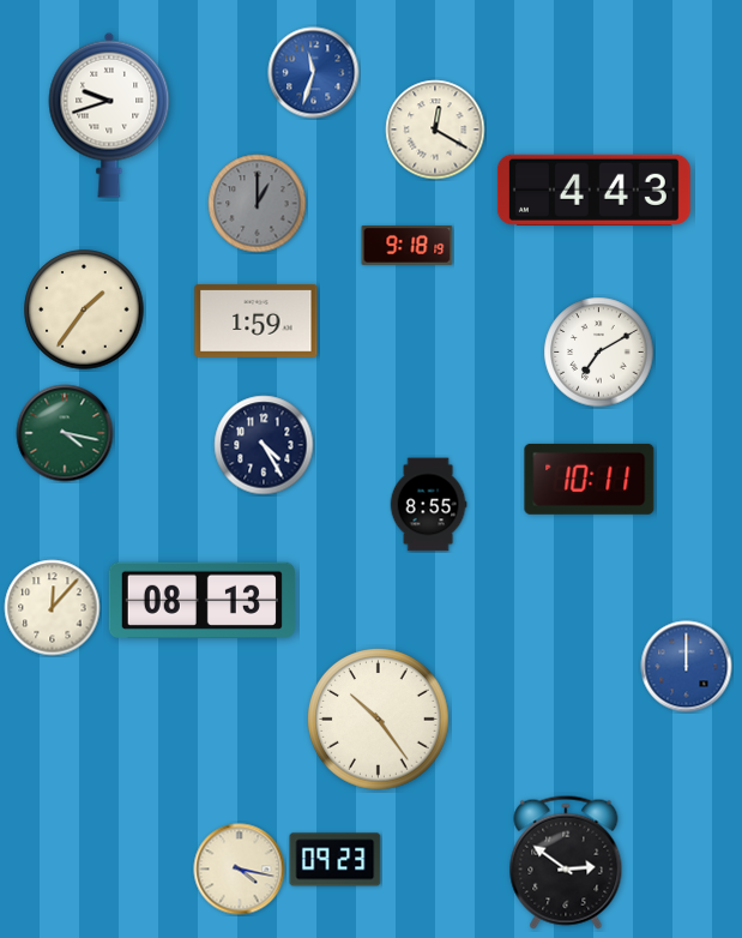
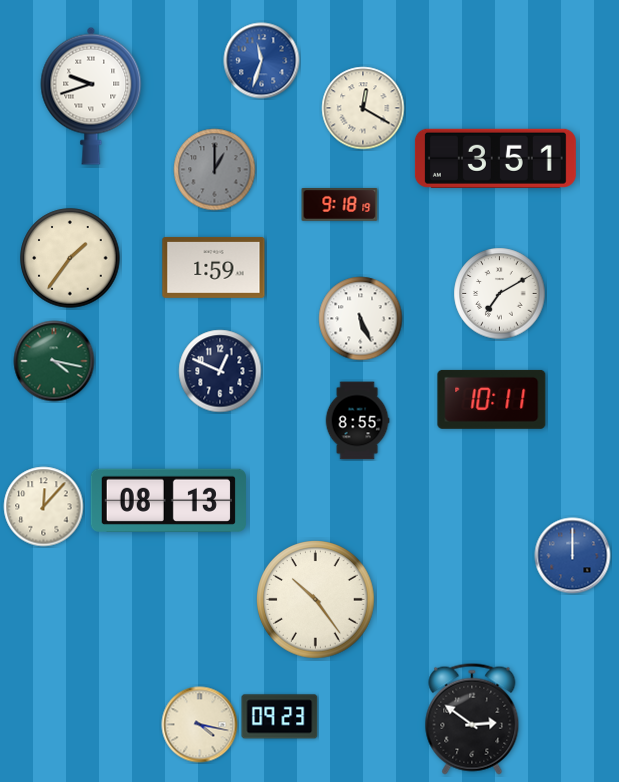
clock at (593, 190): 4:43 -> 3:51
clock at (361, 319): none -> 5:26
clock at (264, 445): 4:25 -> 12:49
